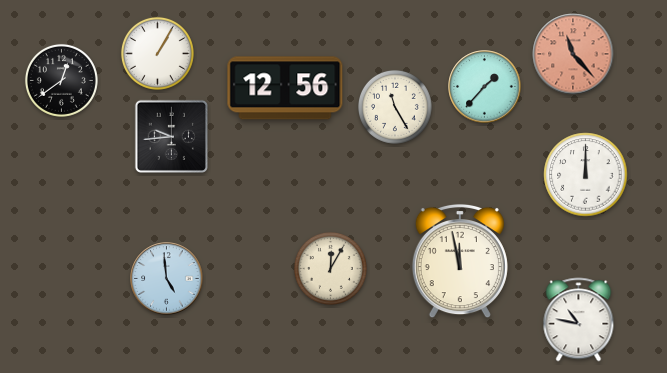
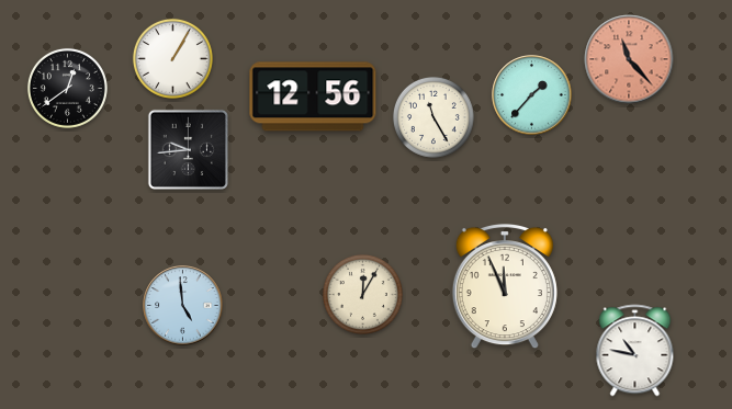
clock at (586, 175): 12:00 -> none
clock at (460, 261): 11:58 -> 11:56
